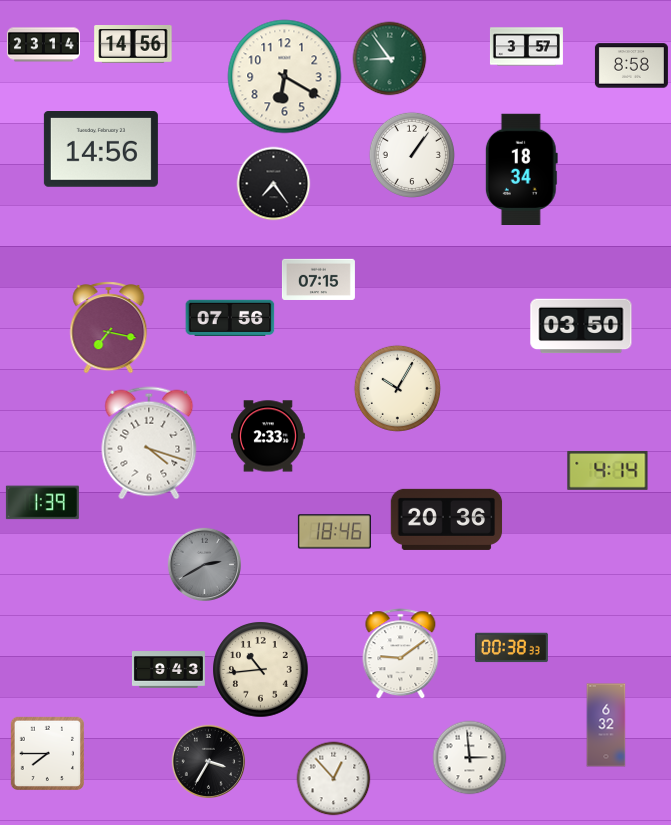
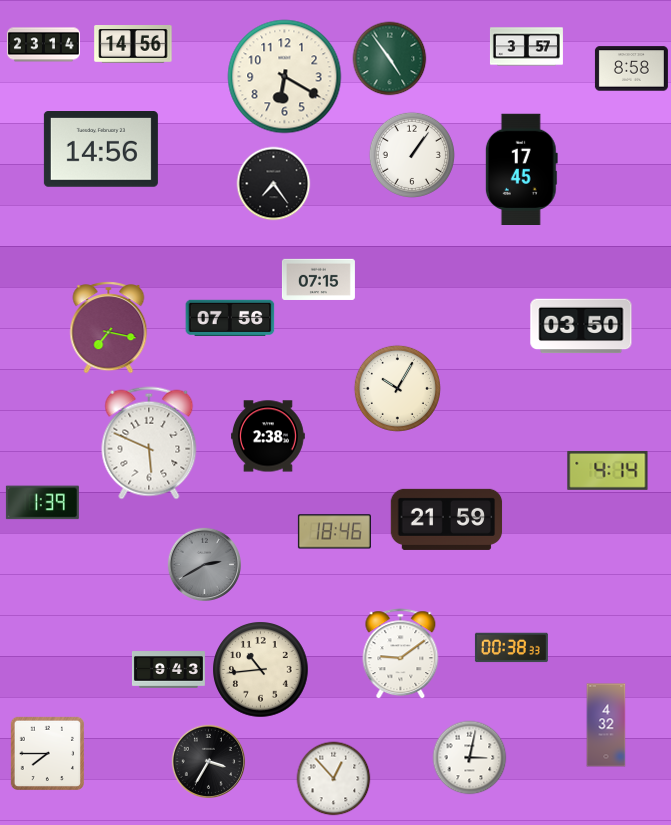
clock at (390, 59): 8:54 -> 4:54
clock at (631, 66) position: (631, 66) -> (631, 69)
clock at (521, 170): 18:34 -> 17:45
clock at (269, 436): 2:33 -> 2:38
clock at (149, 443): 4:18 -> 5:49
clock at (447, 519): 20:36 -> 21:59
clock at (606, 725): 6:32 -> 4:32
clock at (470, 758): 2:59 -> 3:02
